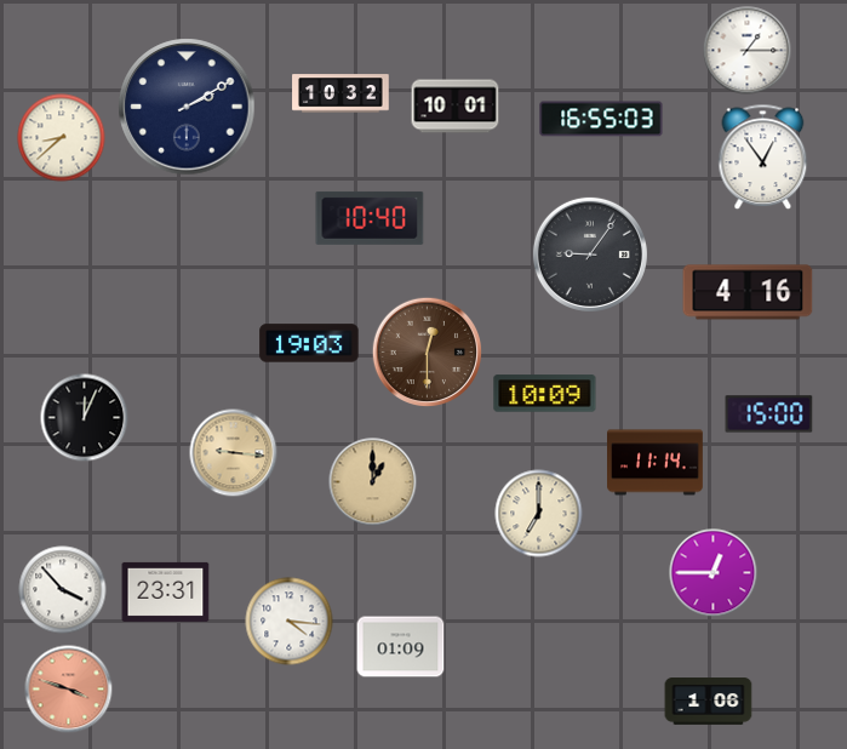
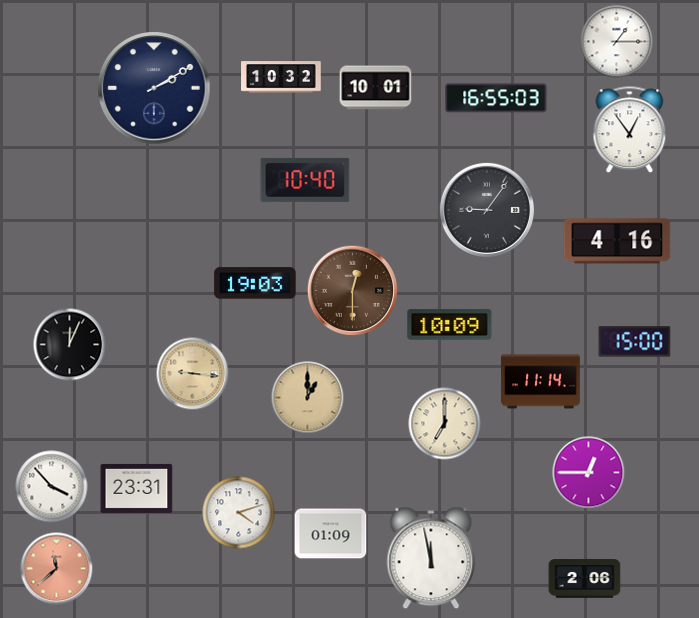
clock at (62, 138): 8:38 -> none
clock at (290, 622): 4:16 -> 4:12
clock at (431, 558): none -> 11:58
clock at (69, 690): 3:48 -> 11:38
clock at (709, 702): 1:06 -> 2:06
